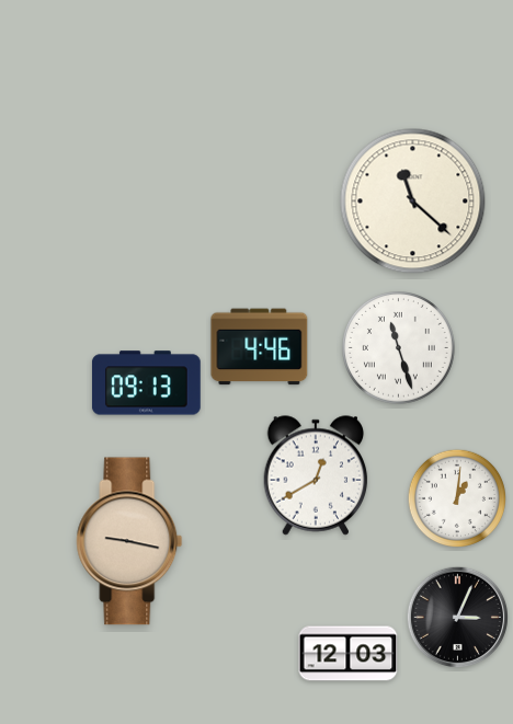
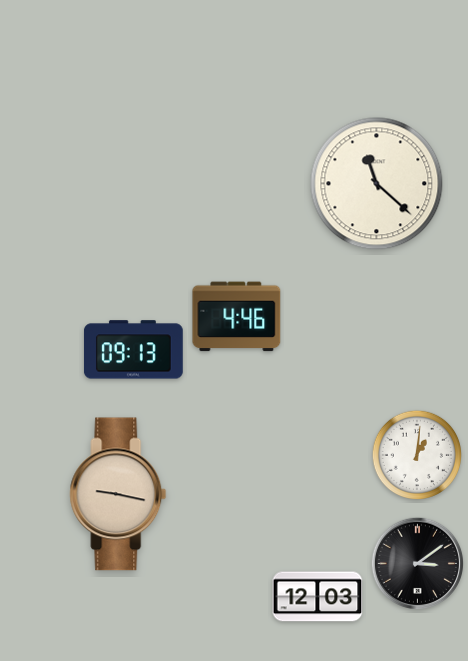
clock at (399, 348): 11:27 -> none
clock at (316, 475): 12:40 -> none
clock at (457, 617): 3:04 -> 3:09
